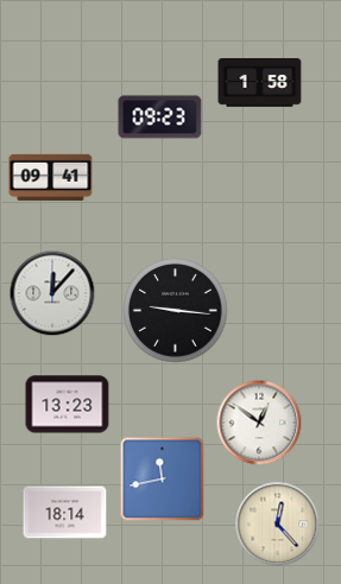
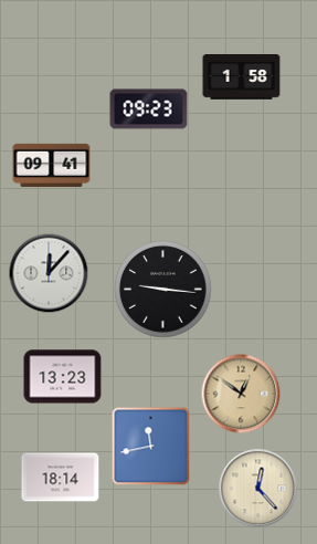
clock at (51, 177) position: (51, 177) -> (52, 165)
clock at (259, 423) dial: white -> champagne
